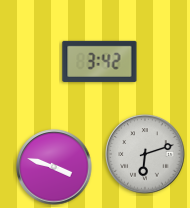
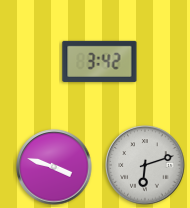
clock at (145, 154) position: (145, 154) -> (145, 165)
